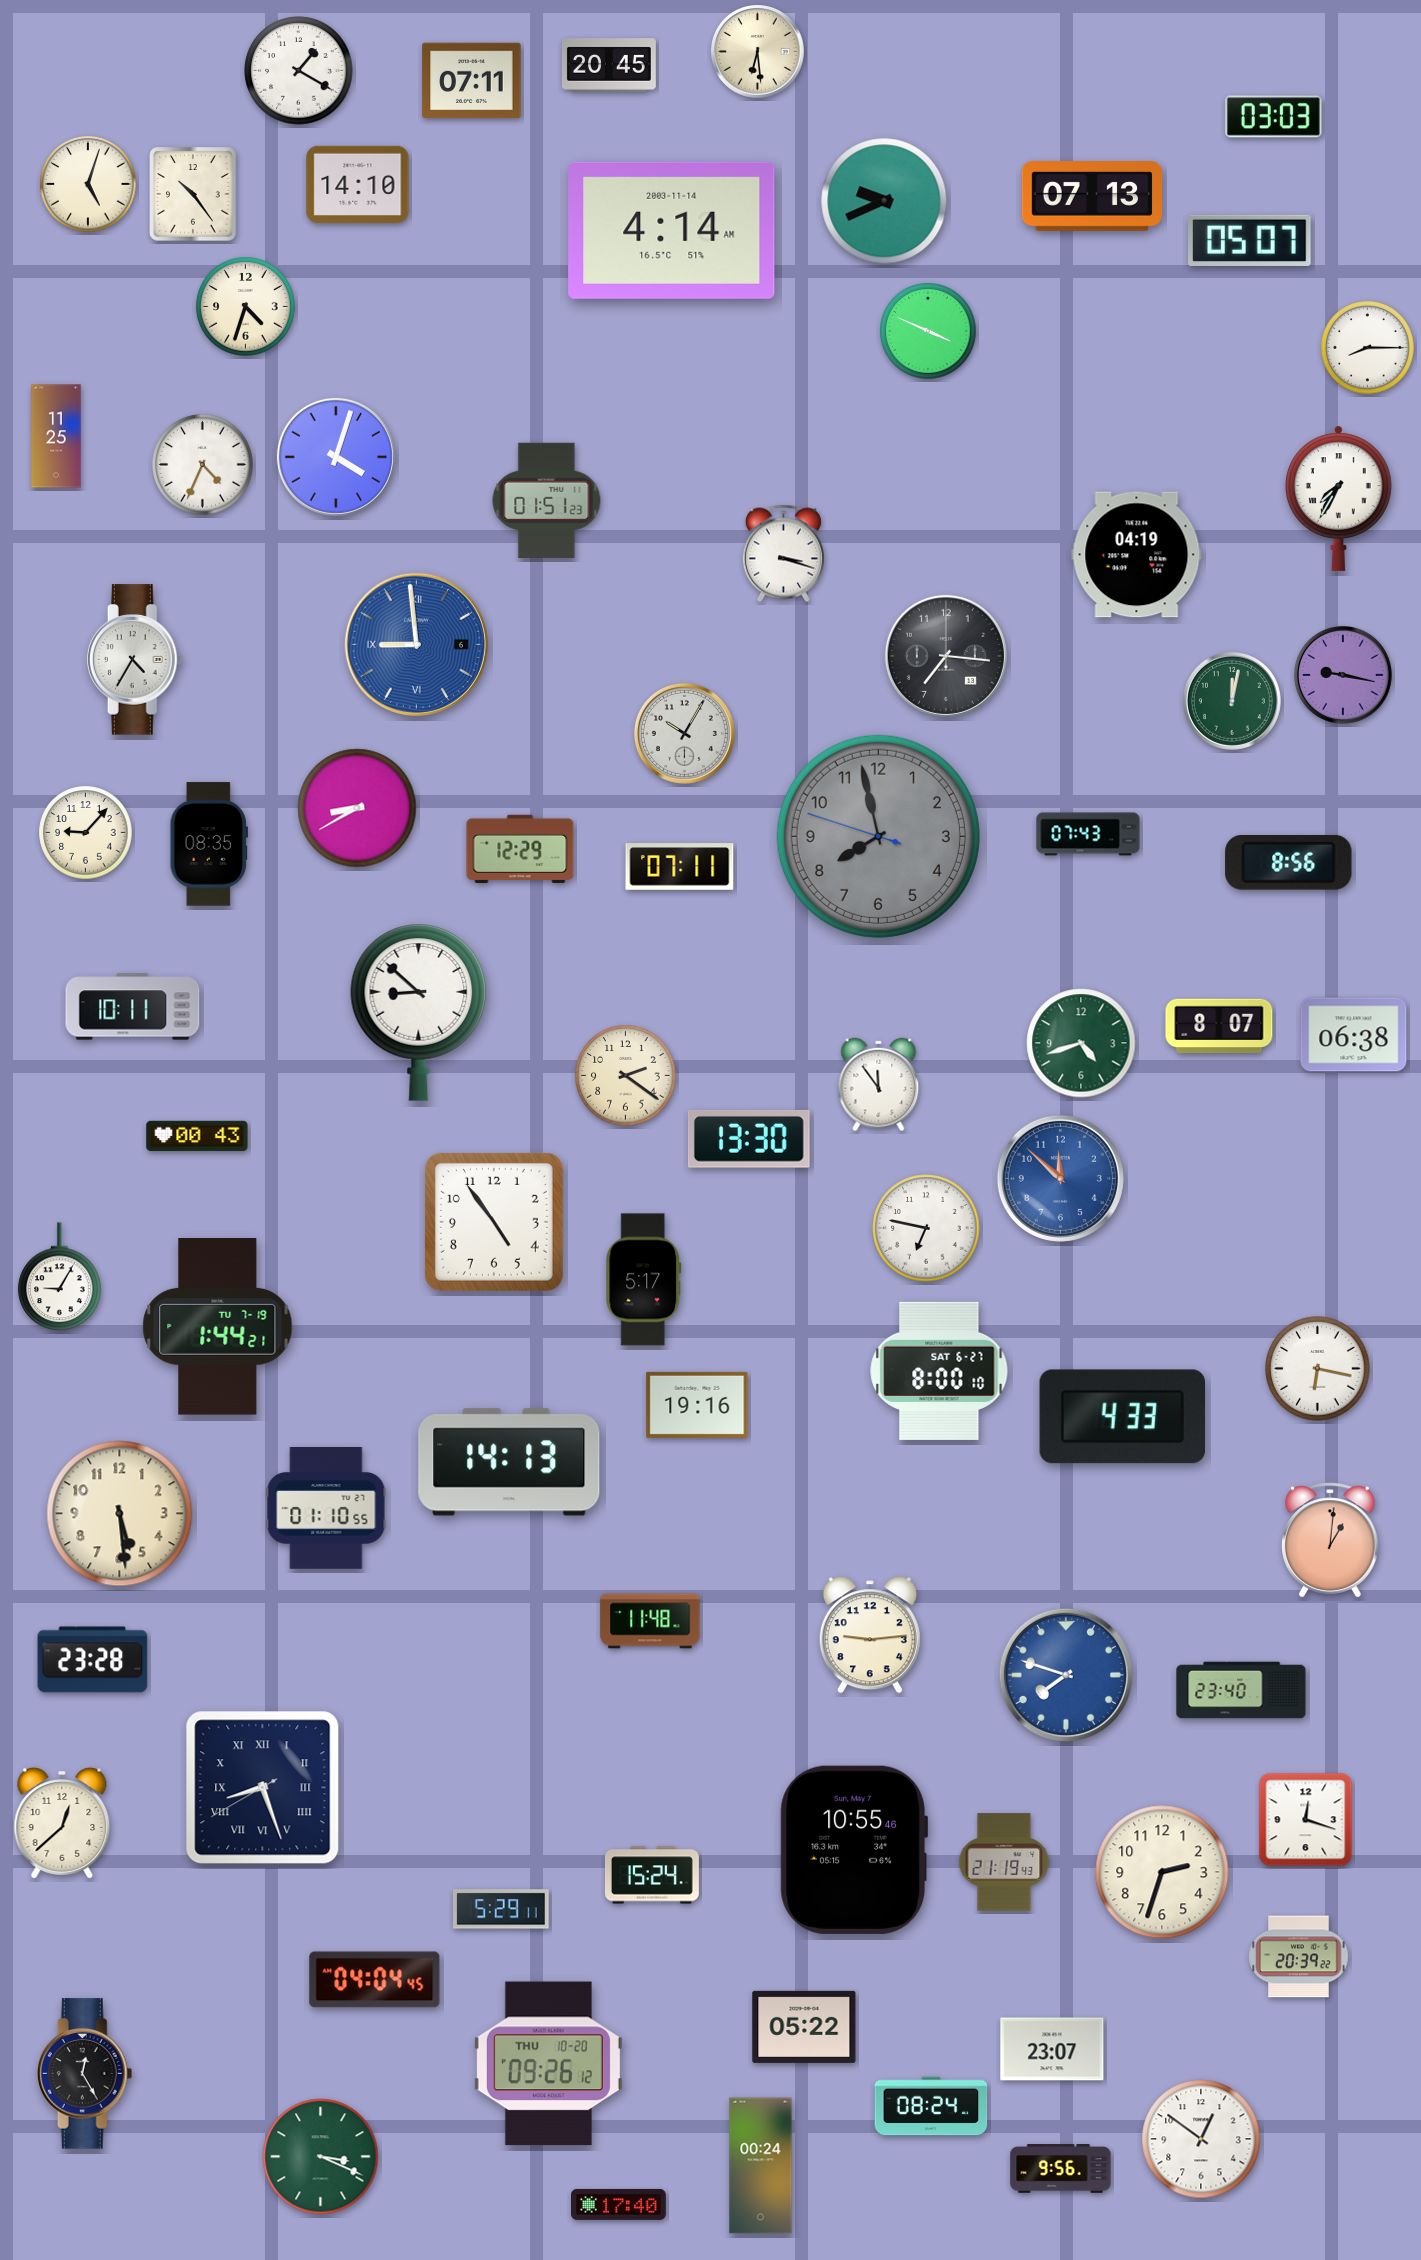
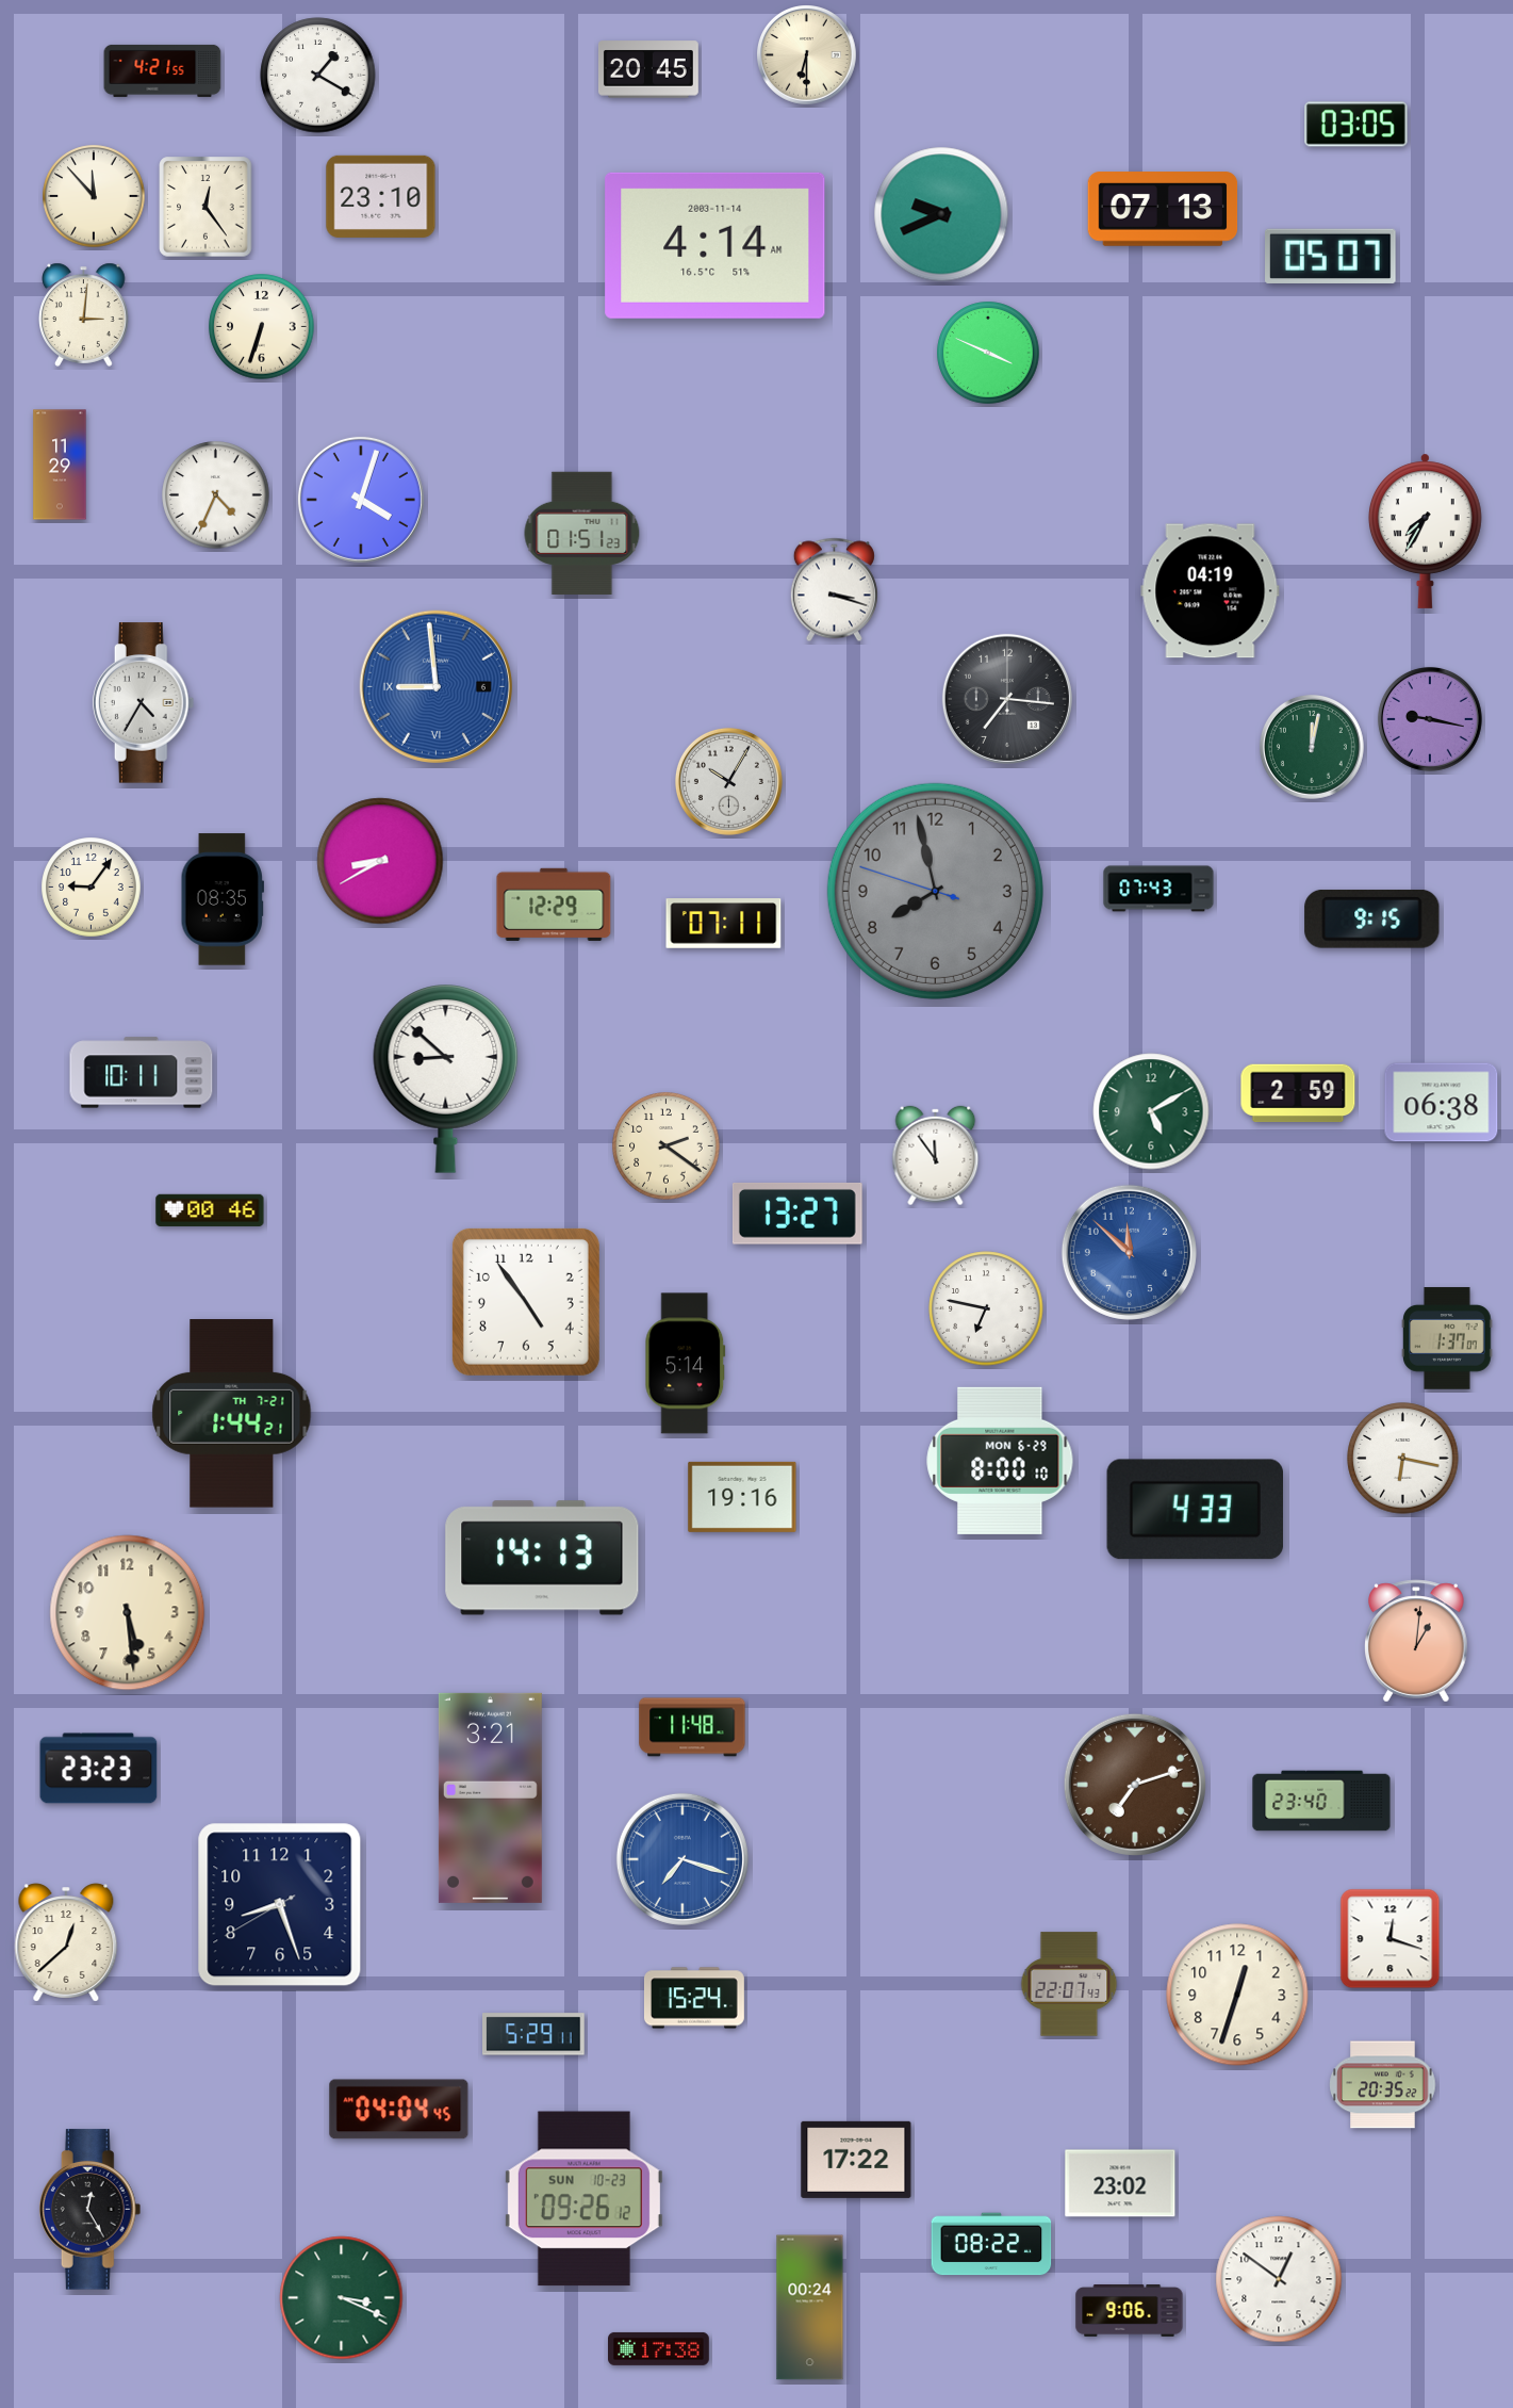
clock at (758, 52): 6:29 -> 6:30
clock at (163, 70): none -> 4:21
clock at (472, 81): 07:11 -> none
clock at (1274, 117): 03:03 -> 03:05
clock at (88, 184): 5:03 -> 11:53
clock at (358, 184): 14:10 -> 23:10
clock at (193, 194): 10:24 -> 12:24
clock at (84, 314): none -> 3:01
clock at (246, 307): 4:33 -> 6:33
clock at (1368, 348): 8:15 -> none
clock at (56, 436): 11:25 -> 11:29
clock at (336, 457) position: (336, 457) -> (361, 500)
clock at (416, 644) position: (416, 644) -> (435, 686)
clock at (86, 833): 9:07 -> 9:06
clock at (1289, 862): 8:56 -> 9:15
clock at (1219, 1026): 8:07 -> 2:59
clock at (1081, 1043): 4:42 -> 5:10
clock at (197, 1135): 00:43 -> 00:46
clock at (749, 1139): 13:30 -> 13:27
clock at (1060, 1178) position: (1060, 1178) -> (1129, 1252)
clock at (1447, 1338): none -> 1:37
clock at (60, 1277): 9:05 -> none
clock at (644, 1280): 5:17 -> 5:14
clock at (218, 1327) date: TU 7-19 -> TH 7-21
clock at (939, 1371) date: SAT 6-27 -> MON 6-29
clock at (326, 1509): 01:10 -> none
clock at (870, 1635): 9:14 -> none
clock at (93, 1660): 23:28 -> 23:23
clock at (1066, 1675): 7:48 -> 7:12
clock at (1066, 1675) dial: blue -> brown
clock at (490, 1797): none -> 3:21
clock at (683, 1859): none -> 7:18
clock at (263, 1788) numerals: Roman -> Arabic
clock at (854, 1850): 10:55 -> none
clock at (1004, 1862): 21:19 -> 22:07
clock at (1162, 1872): 2:33 -> 12:33
clock at (1299, 1957): 20:39 -> 20:35
clock at (804, 2027): 05:22 -> 17:22
clock at (1052, 2049): 23:07 -> 23:02
clock at (548, 2064) date: THU 10-20 -> SUN 10-23
clock at (931, 2106): 08:24 -> 08:22
clock at (1061, 2169): 9:56 -> 9:06
clock at (619, 2204): 17:40 -> 17:38
